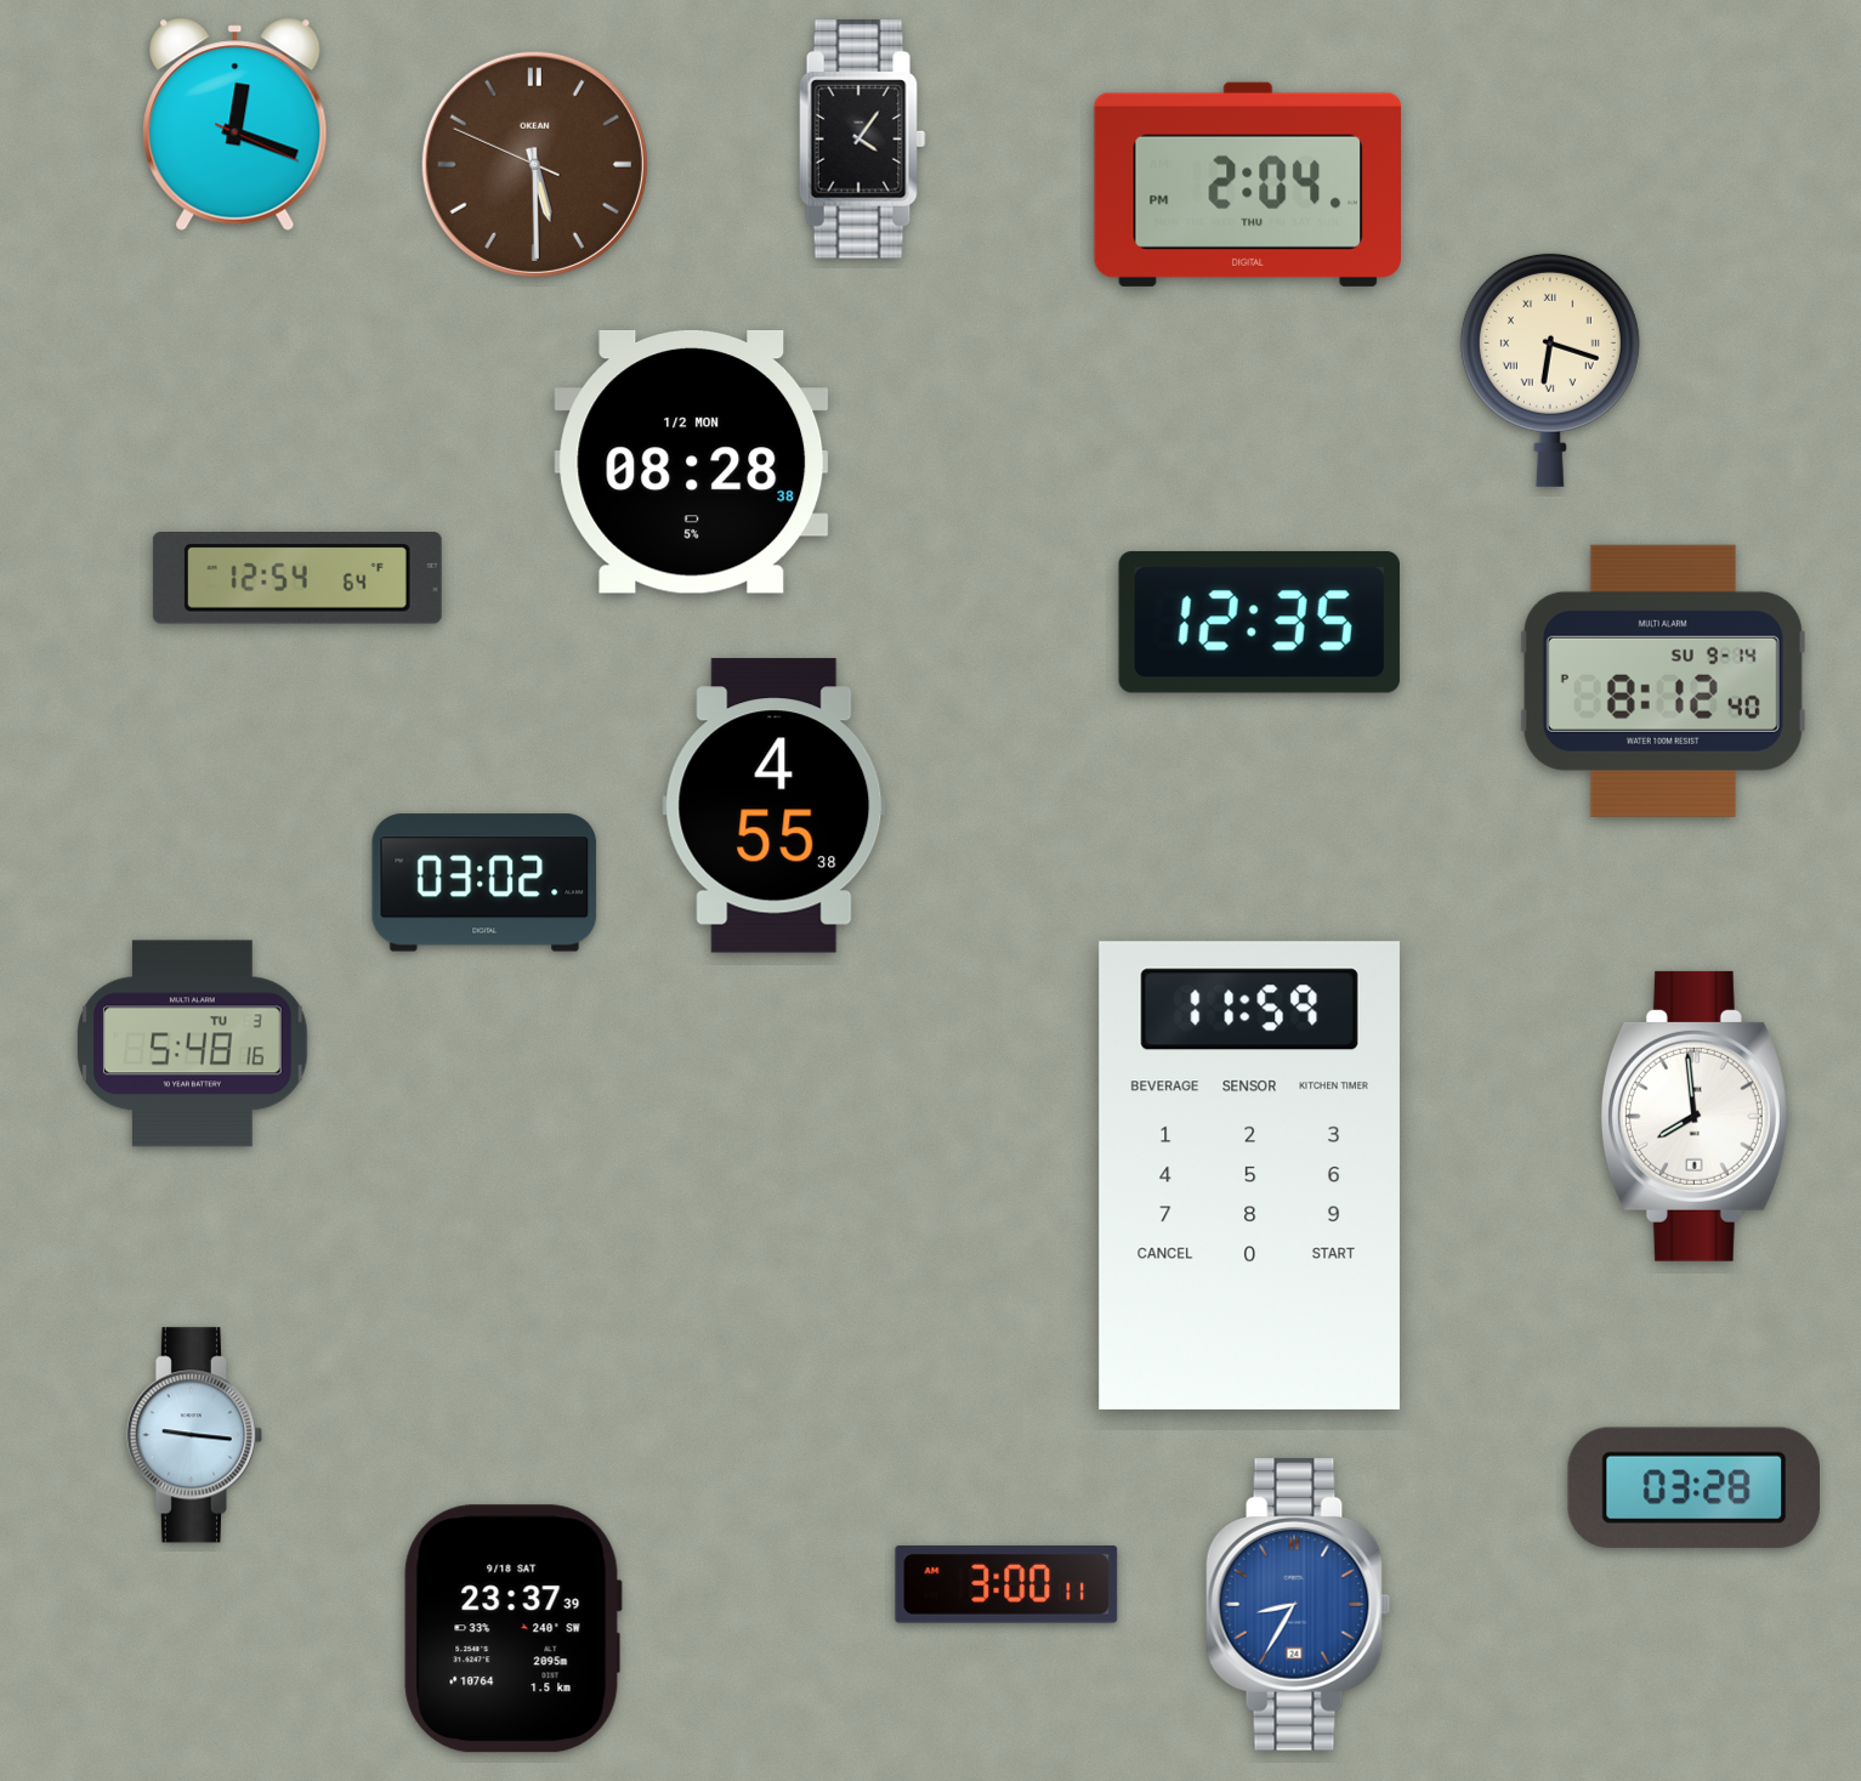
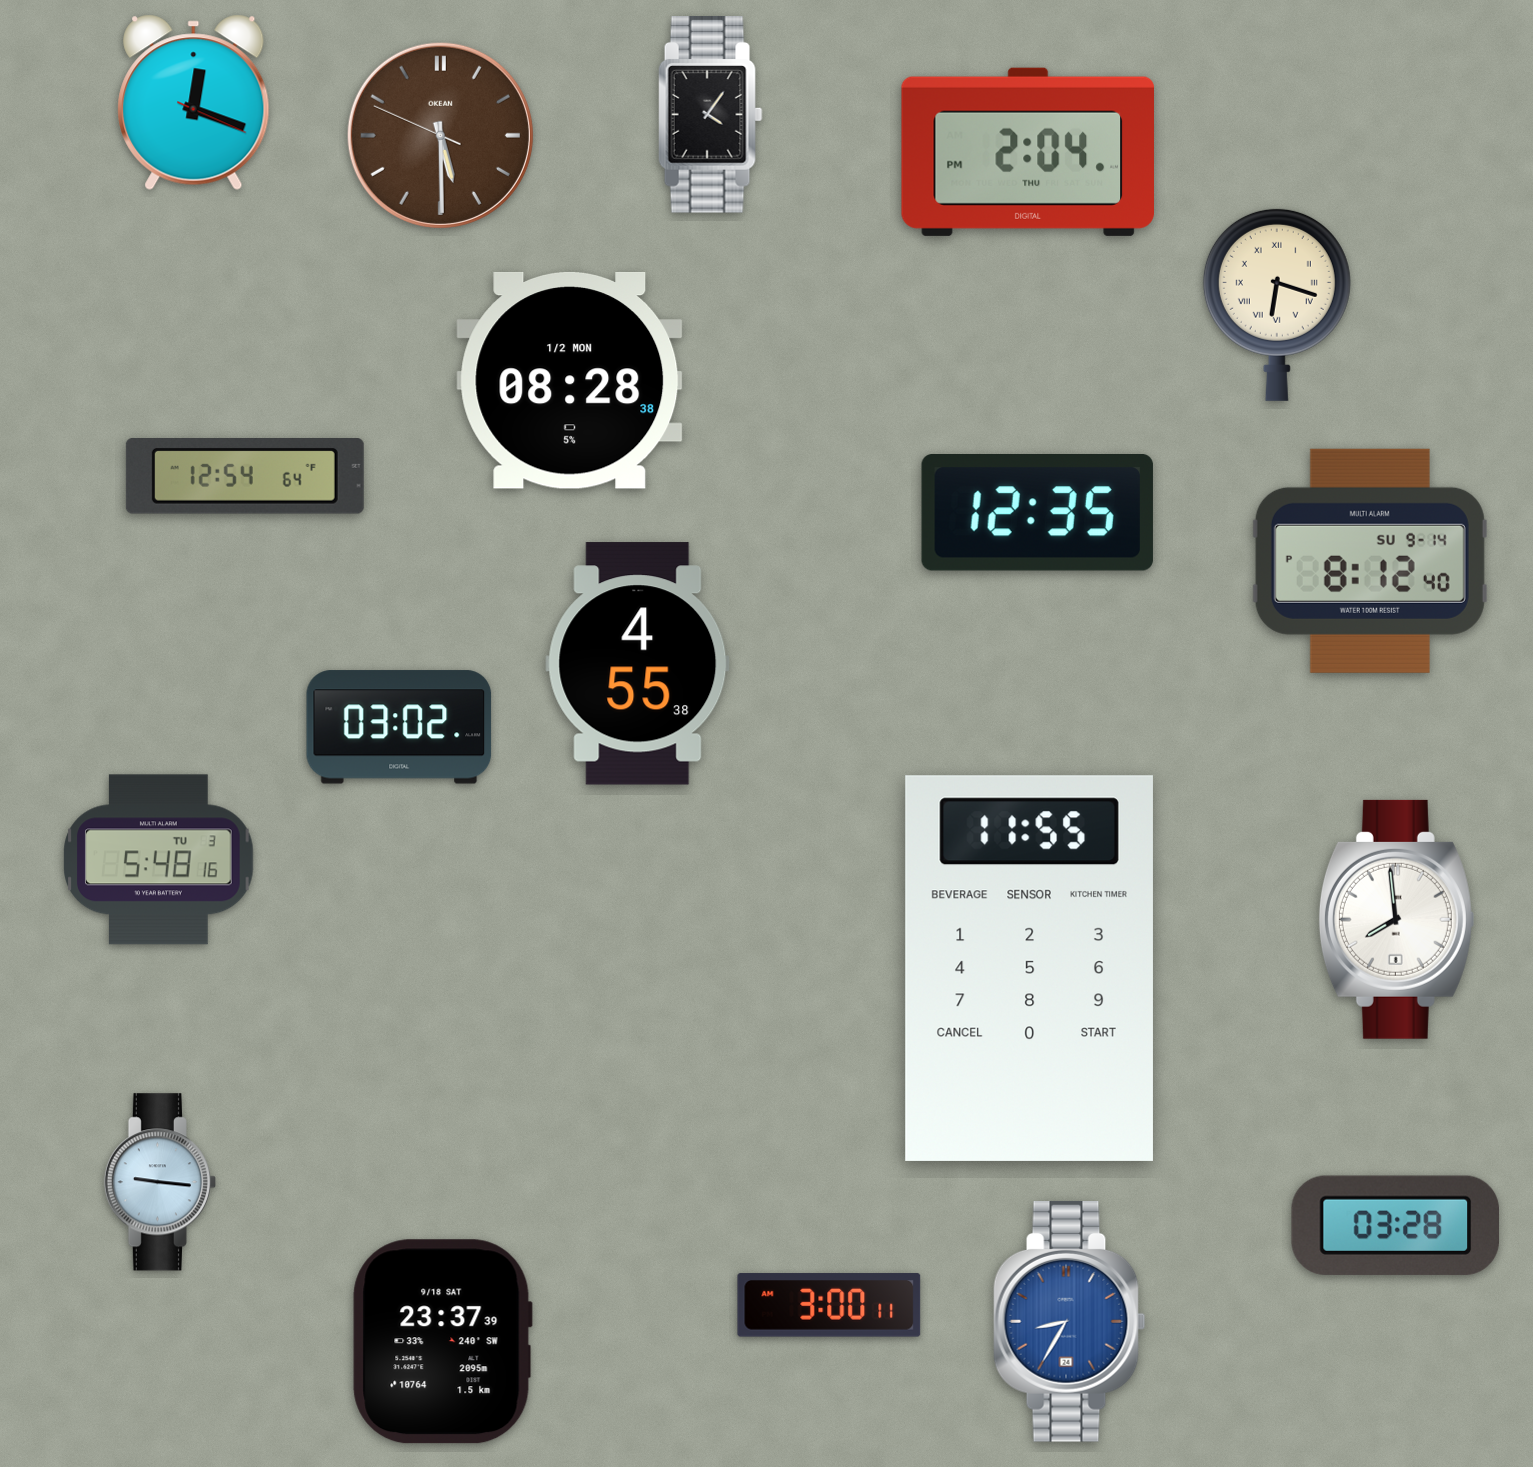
clock at (1249, 1175): 11:59 -> 11:55
clock at (512, 1629) position: (512, 1629) -> (442, 1342)
